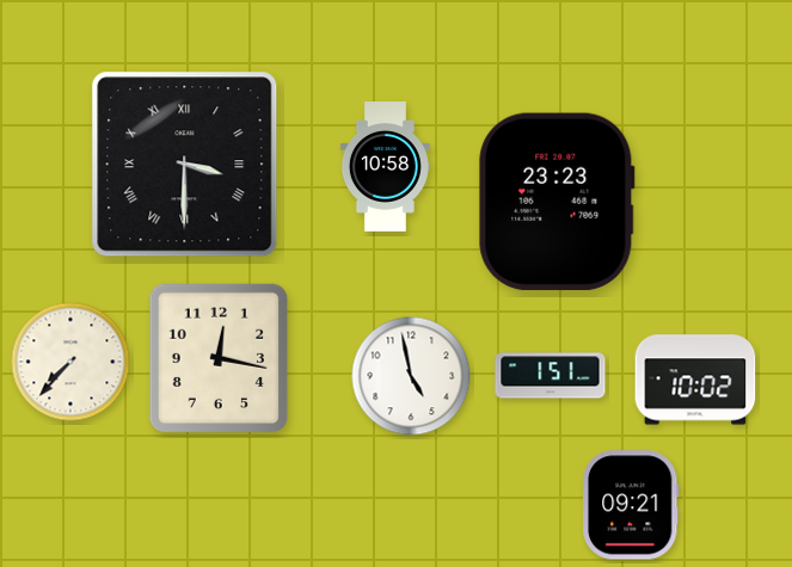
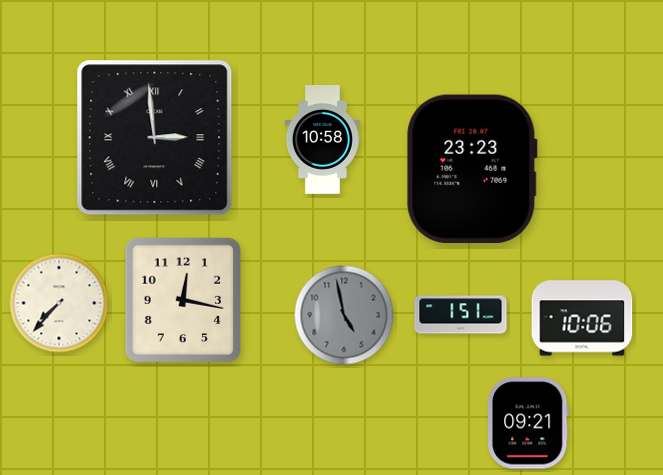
clock at (185, 165): 3:30 -> 2:59
clock at (557, 202) position: (557, 202) -> (472, 169)
clock at (411, 376) dial: white -> grey
clock at (695, 380): 10:02 -> 10:06
